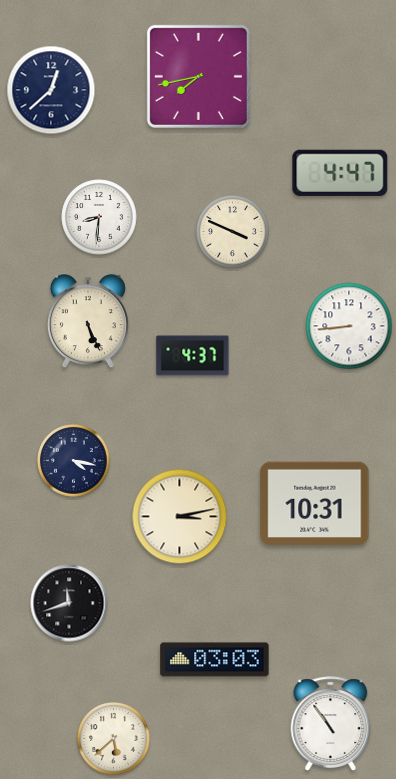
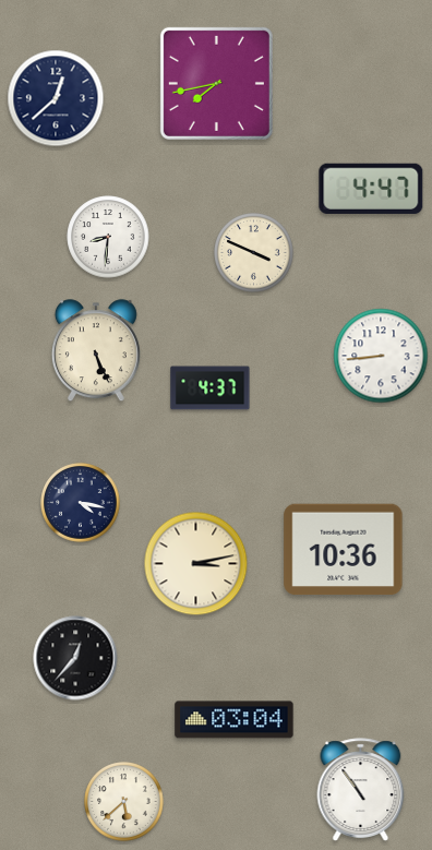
clock at (315, 504): 10:31 -> 10:36
clock at (69, 603): 11:42 -> 12:37
clock at (215, 660): 03:03 -> 03:04
clock at (114, 739) position: (114, 739) -> (124, 802)
